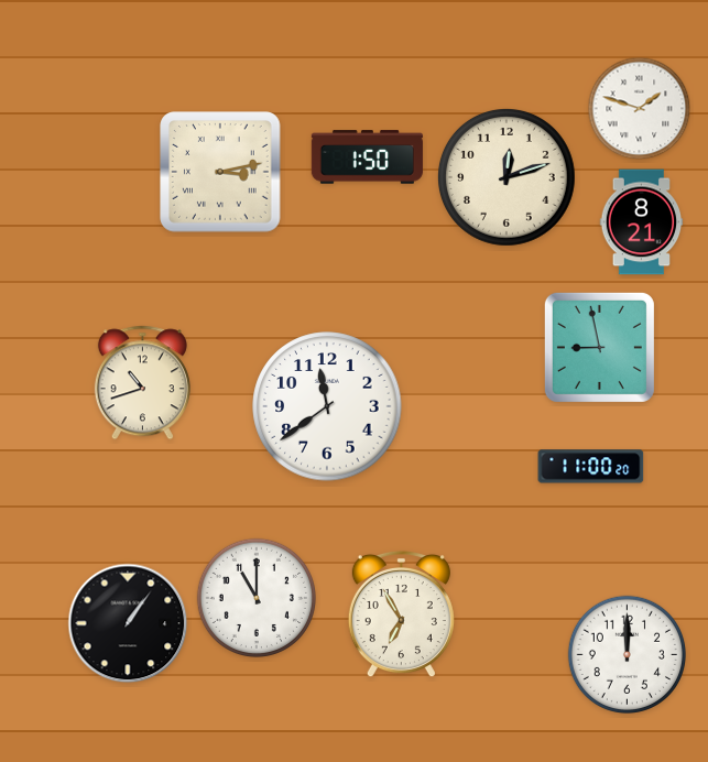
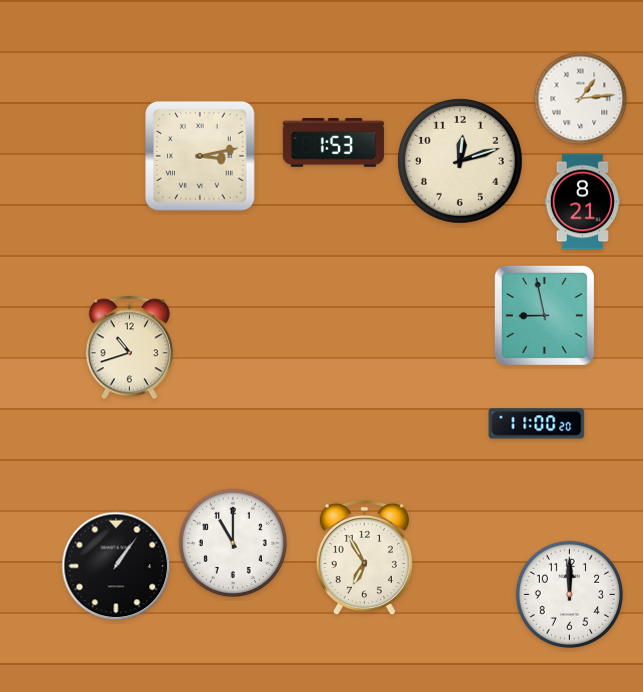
clock at (640, 109): 1:48 -> 1:14
clock at (367, 157): 1:50 -> 1:53
clock at (327, 406): 11:39 -> none
